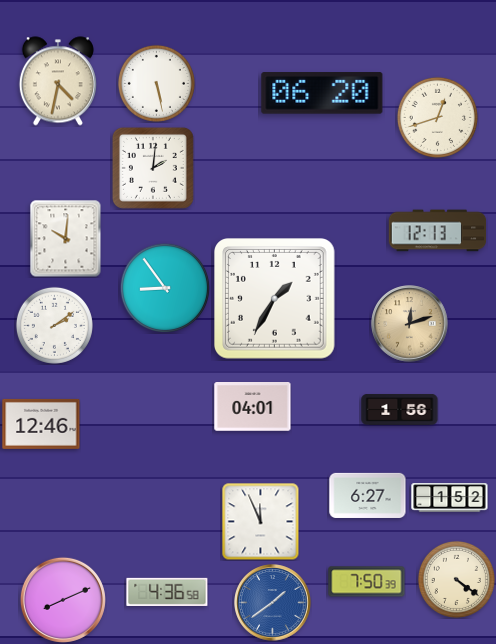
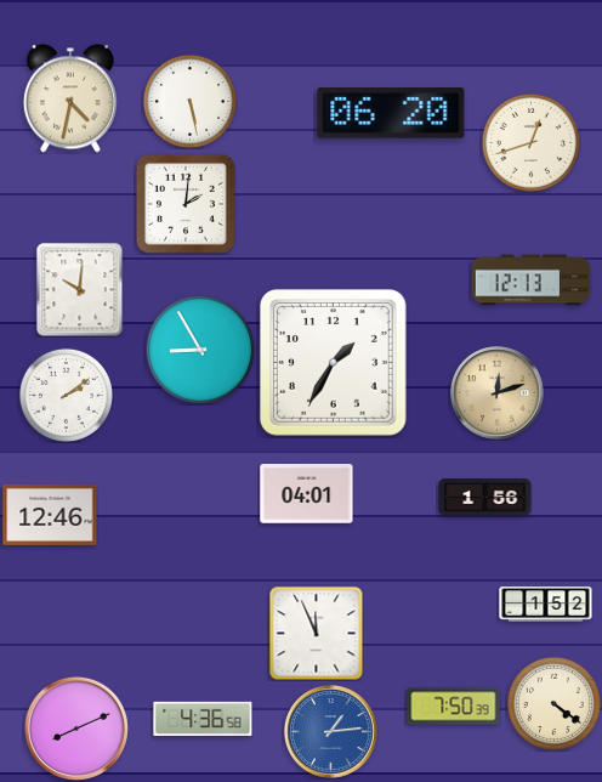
clock at (164, 287): 8:54 -> 8:55
clock at (368, 495): 6:27 -> none
clock at (367, 582) position: (367, 582) -> (454, 707)
clock at (273, 603): 1:39 -> 1:14
